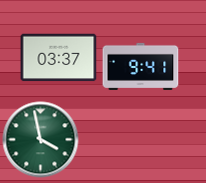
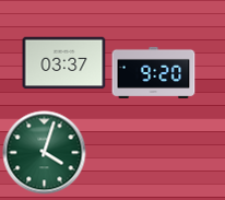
clock at (141, 66): 9:41 -> 9:20
clock at (41, 140): 3:58 -> 4:03
